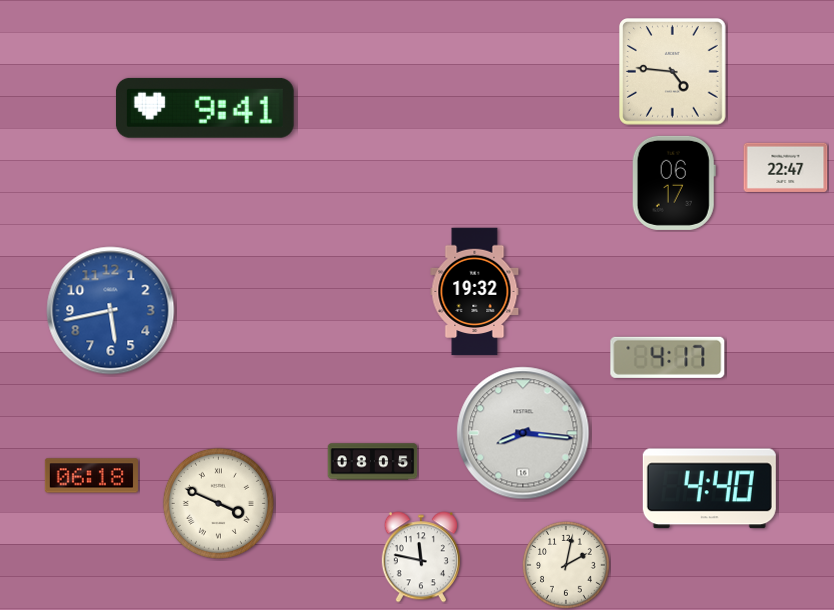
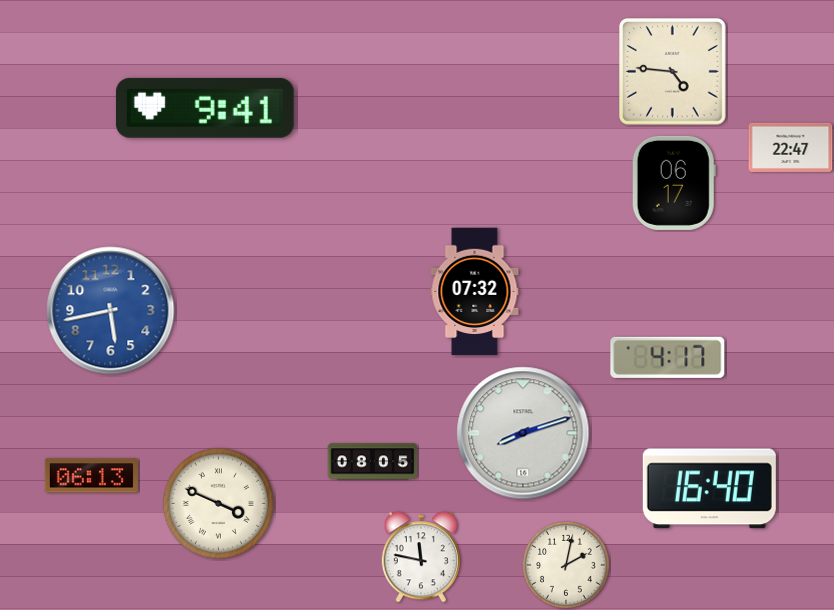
clock at (786, 167) position: (786, 167) -> (791, 147)
clock at (475, 292): 19:32 -> 07:32
clock at (523, 433): 8:16 -> 8:12
clock at (91, 476): 06:18 -> 06:13
clock at (709, 489): 4:40 -> 16:40
